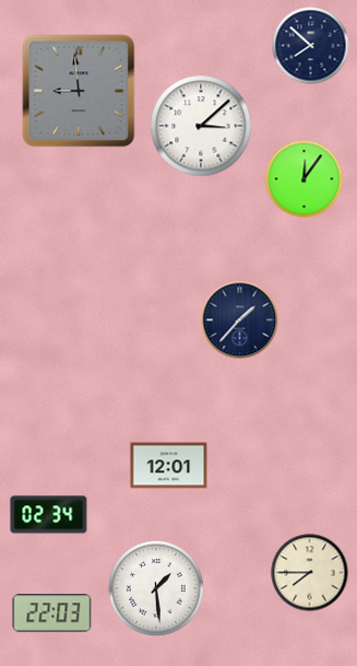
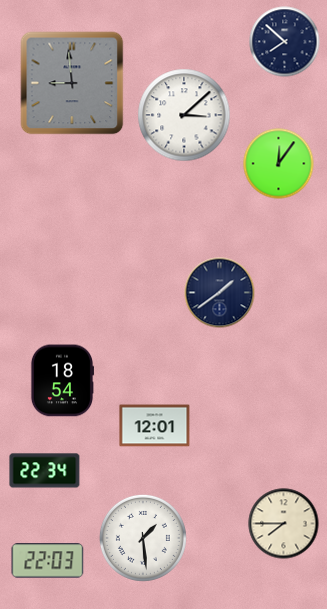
clock at (240, 320): 1:37 -> 1:39
clock at (61, 381): none -> 18:54
clock at (49, 515): 02:34 -> 22:34
